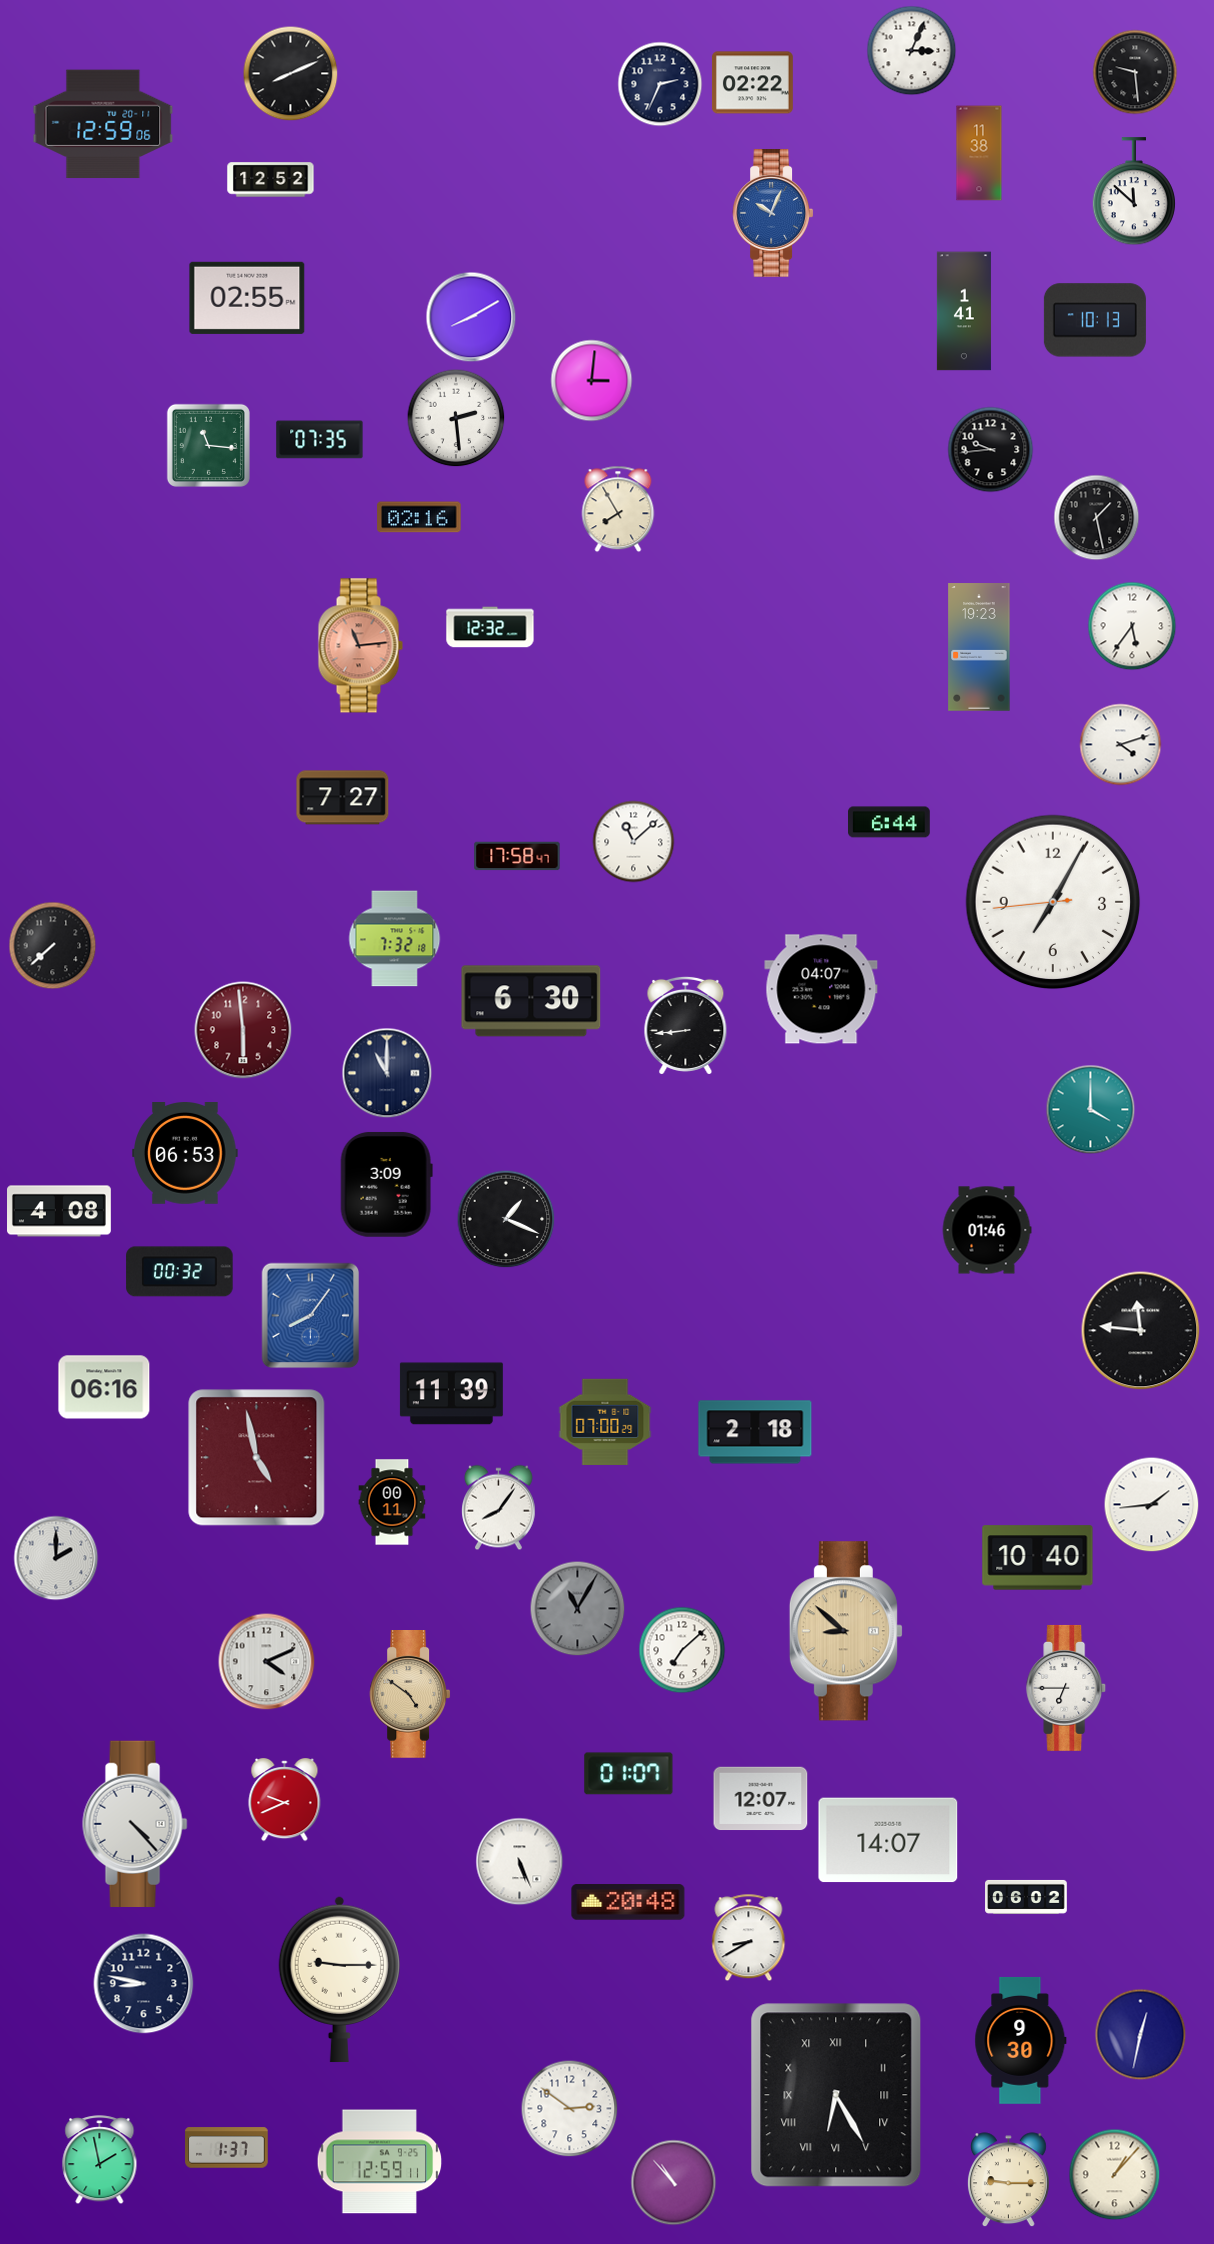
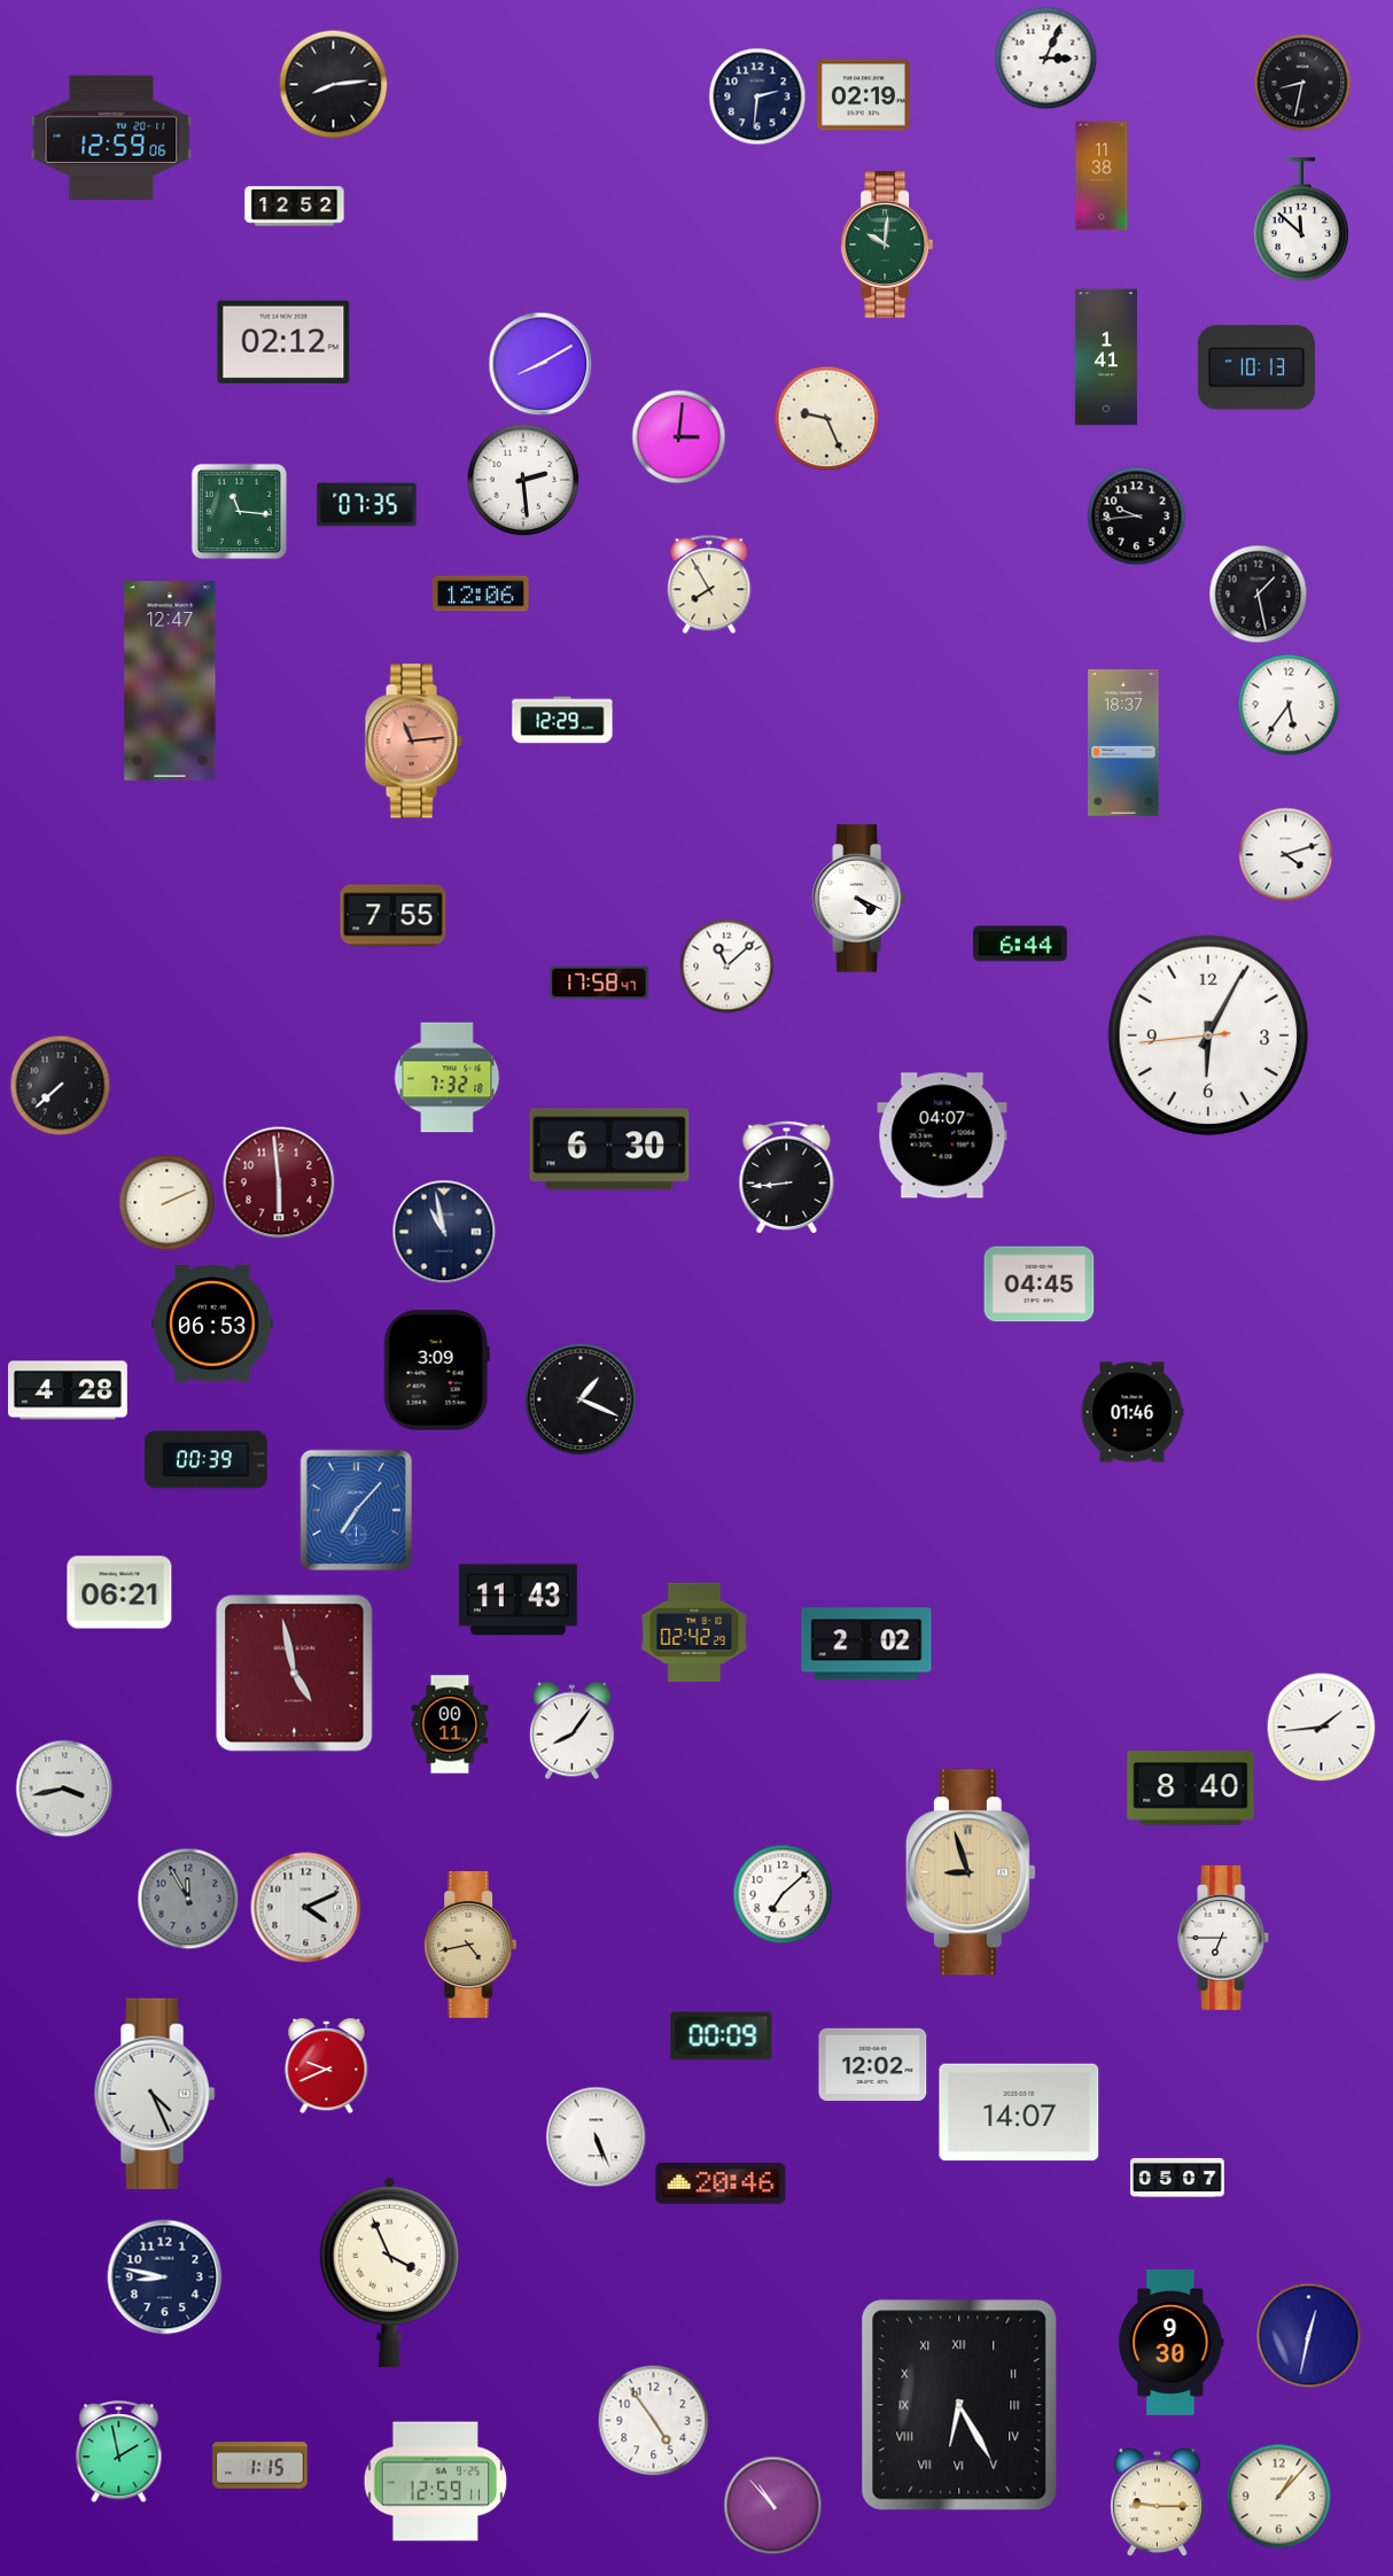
clock at (1135, 72): 9:29 -> 8:32
clock at (291, 74): 8:11 -> 8:14
clock at (752, 83): 02:22 -> 02:19
clock at (660, 84): 2:34 -> 2:31
clock at (103, 124) position: (103, 124) -> (111, 138)
clock at (979, 153) position: (979, 153) -> (1102, 176)
clock at (271, 180) position: (271, 180) -> (295, 207)
clock at (773, 214): 10:04 -> 10:01
clock at (773, 214) dial: blue -> green
clock at (247, 298): 02:55 -> 02:12
clock at (827, 419): none -> 9:26
clock at (419, 517): 02:16 -> 12:06
clock at (170, 681): none -> 12:47
clock at (1132, 626) position: (1132, 626) -> (1289, 705)
clock at (490, 627): 12:32 -> 12:29
clock at (979, 647): 19:23 -> 18:37
clock at (858, 899): none -> 4:19
clock at (343, 798): 7:27 -> 7:55
clock at (517, 856) position: (517, 856) -> (599, 983)
clock at (1053, 902): 7:04 -> 6:04
clock at (395, 939) position: (395, 939) -> (448, 1078)
clock at (168, 1203): none -> 2:11
clock at (387, 1073): 11:00 -> 10:58
clock at (1091, 1110): 4:00 -> none
clock at (1040, 1285): none -> 04:45
clock at (386, 1184) position: (386, 1184) -> (436, 1370)
clock at (60, 1211): 4:08 -> 4:28
clock at (180, 1272): 00:32 -> 00:39
clock at (311, 1316): 8:06 -> 7:07
clock at (1141, 1331): 11:46 -> none
clock at (104, 1387): 06:16 -> 06:21
clock at (451, 1394): 11:39 -> 11:43
clock at (605, 1421): 07:00 -> 02:42
clock at (755, 1432): 2:18 -> 2:02
clock at (56, 1558): 2:00 -> 3:43
clock at (1038, 1558): 10:40 -> 8:40
clock at (578, 1609): 11:05 -> none
clock at (846, 1631): 8:52 -> 8:57
clock at (188, 1899): none -> 11:55
clock at (410, 1695): 4:51 -> 4:43
clock at (629, 1774): 01:07 -> 00:09
clock at (761, 1799): 12:07 -> 12:02
clock at (135, 1823): 4:23 -> 4:26
clock at (1026, 1897): 06:02 -> 05:07
clock at (628, 1902): 20:48 -> 20:46
clock at (749, 1938): 8:40 -> none
clock at (339, 1979): 9:15 -> 3:56
clock at (570, 2109): 2:51 -> 4:54
clock at (227, 2148): 1:37 -> 1:15
clock at (100, 2160) position: (100, 2160) -> (119, 2452)
